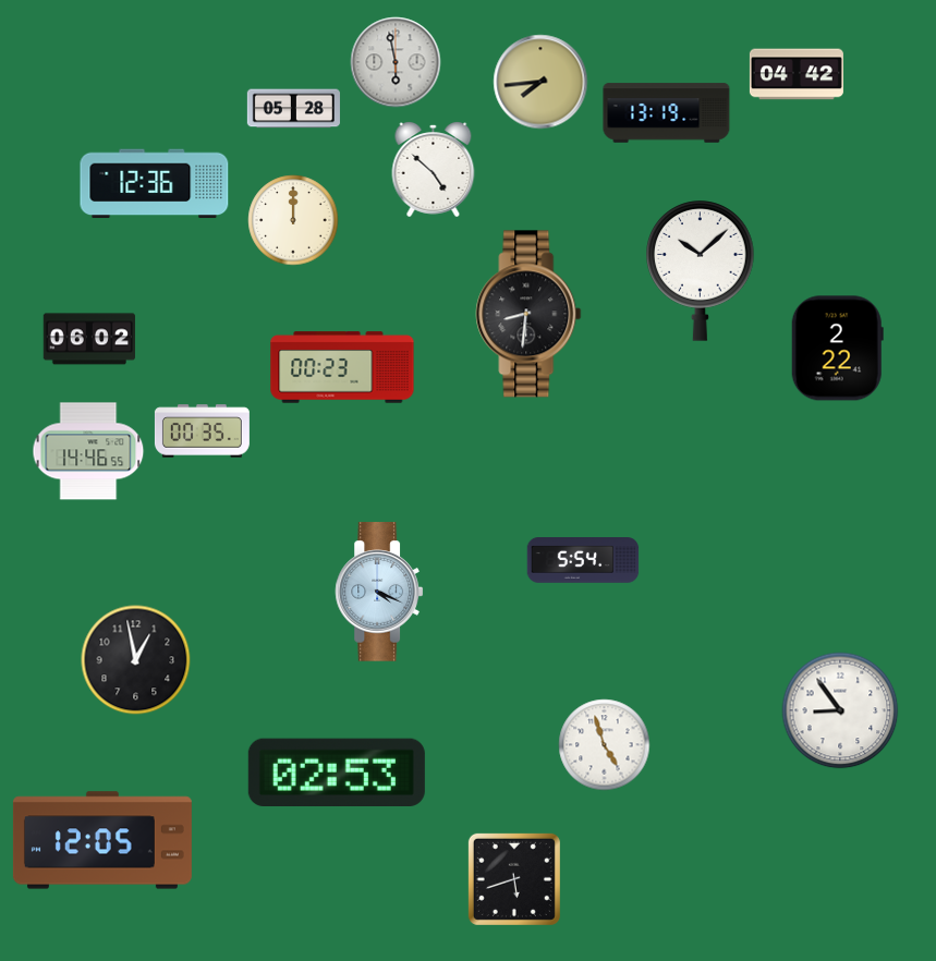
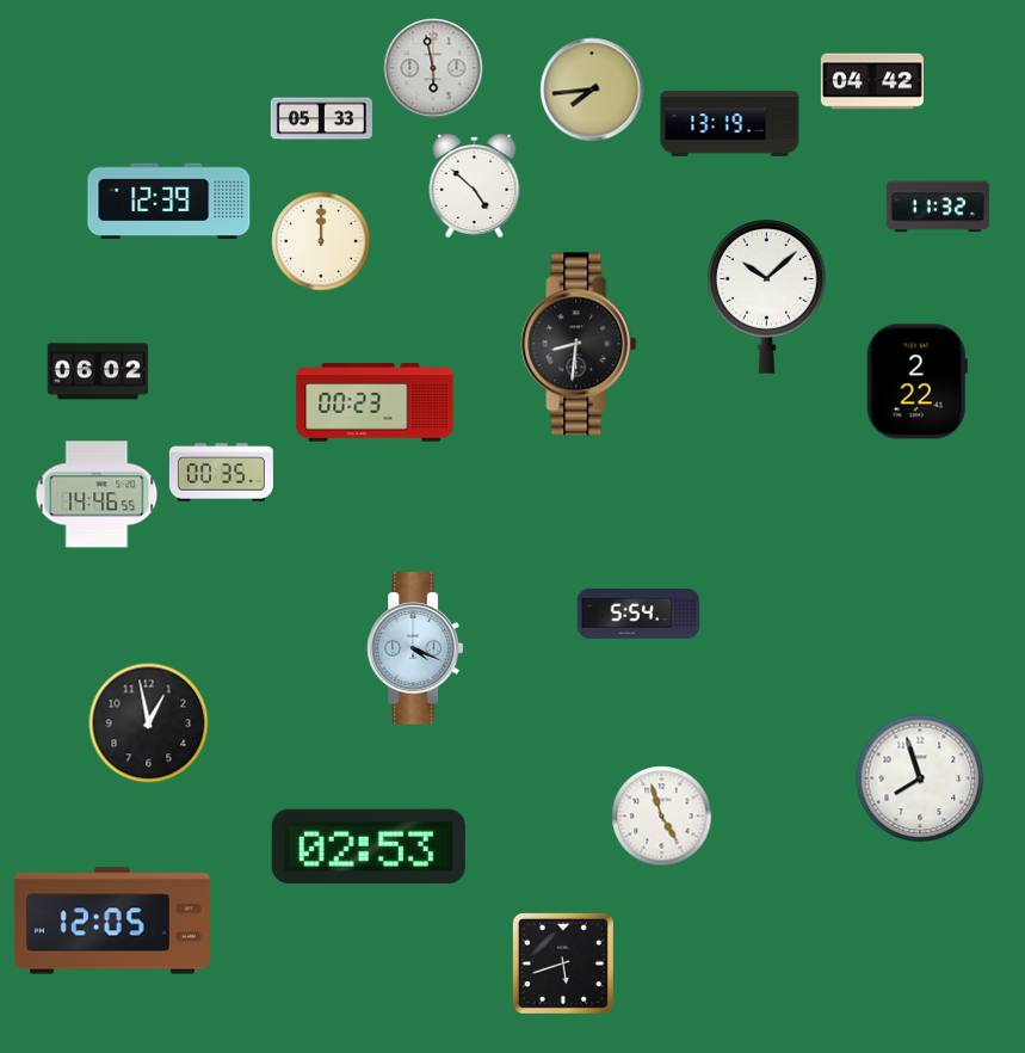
clock at (293, 109): 05:28 -> 05:33
clock at (155, 184): 12:36 -> 12:39
clock at (938, 207): none -> 11:32
clock at (840, 710): 8:54 -> 7:57
